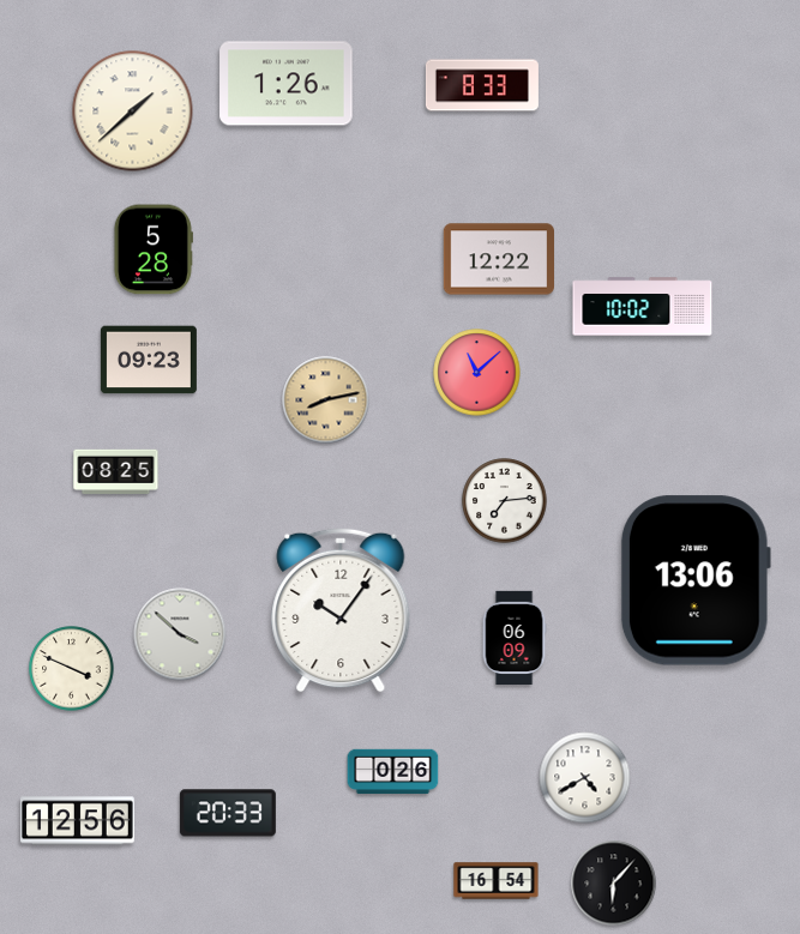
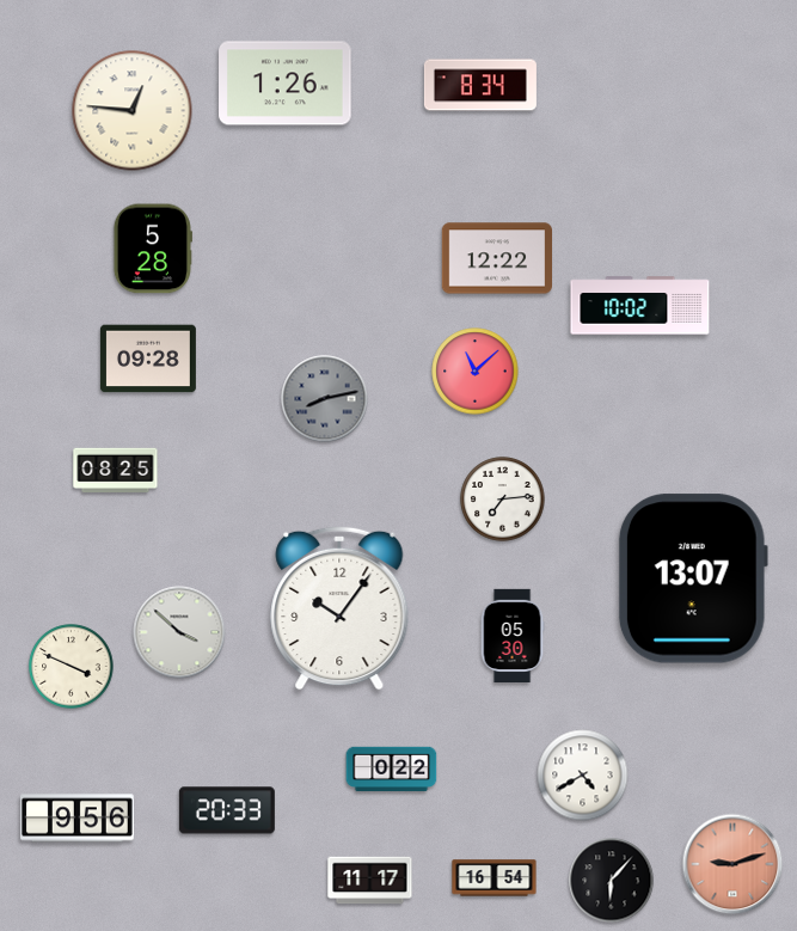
clock at (482, 85): 8:33 -> 8:34
clock at (133, 112): 1:38 -> 12:46
clock at (149, 360): 09:23 -> 09:28
clock at (326, 400) dial: champagne -> grey
clock at (696, 580): 13:06 -> 13:07
clock at (515, 637): 06:09 -> 05:30
clock at (393, 772): 0:26 -> 0:22
clock at (77, 821): 12:56 -> 9:56
clock at (732, 864): none -> 9:12
clock at (370, 881): none -> 11:17
